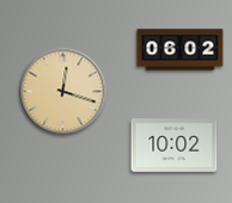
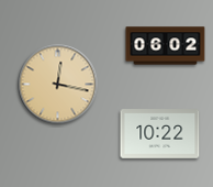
clock at (63, 92): 12:18 -> 12:17
clock at (175, 146): 10:02 -> 10:22
